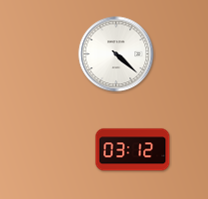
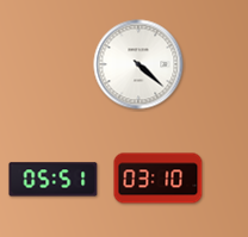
clock at (133, 150): 03:12 -> 03:10
clock at (54, 180): none -> 05:51
